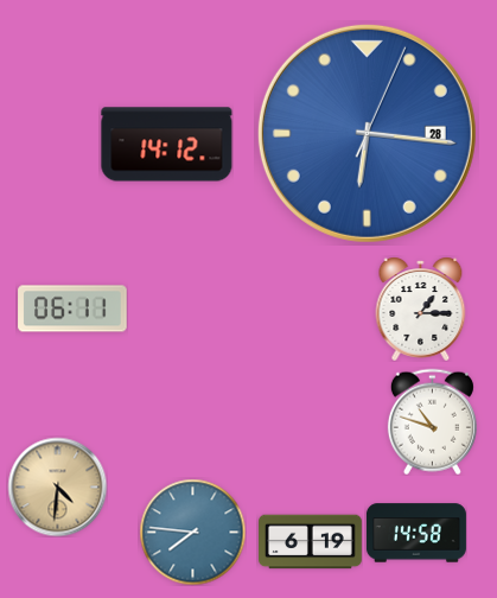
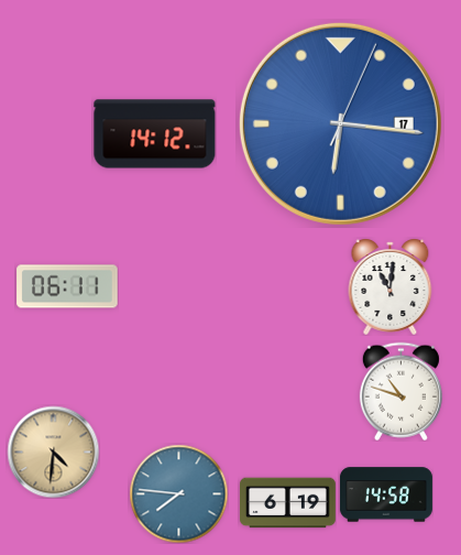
clock at (367, 133) date: 28 -> 17
clock at (421, 308): 1:15 -> 11:01
